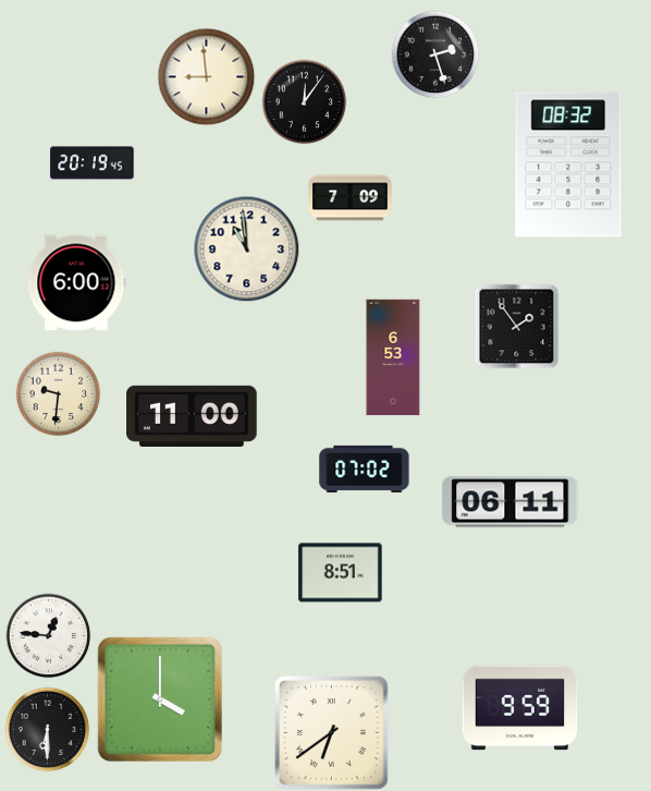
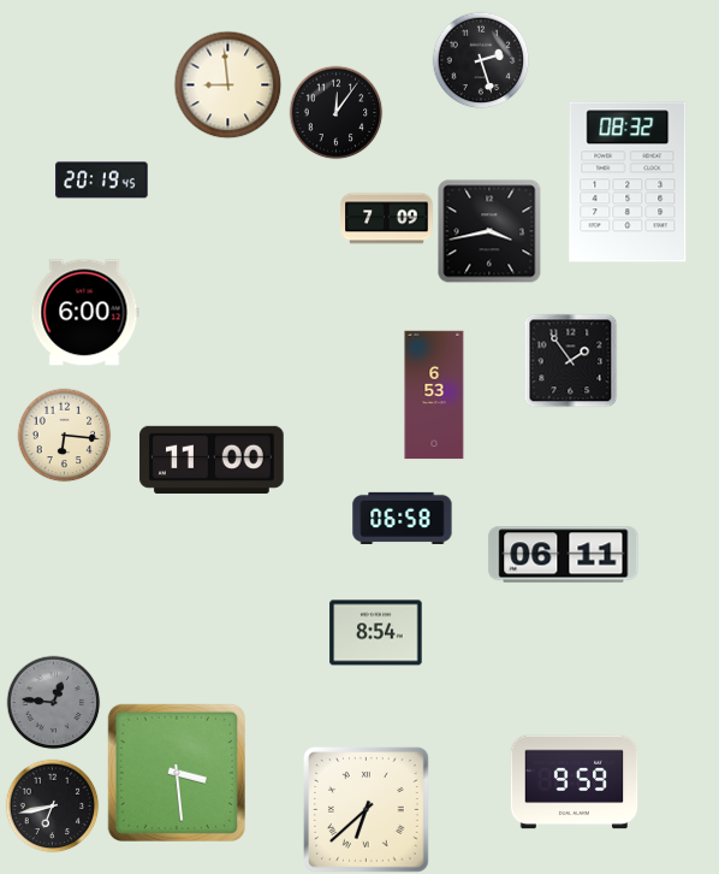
clock at (489, 231): none -> 3:43
clock at (246, 248): 10:59 -> none
clock at (58, 393): 9:31 -> 6:16
clock at (365, 468): 07:02 -> 06:58
clock at (341, 573): 8:51 -> 8:54
clock at (48, 635) dial: white -> grey
clock at (160, 699): 4:00 -> 3:29
clock at (47, 729): 6:30 -> 6:43
clock at (332, 733): 6:39 -> 6:38
